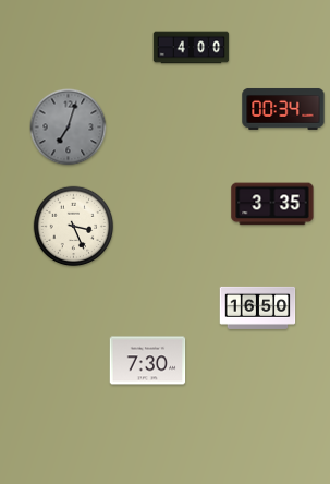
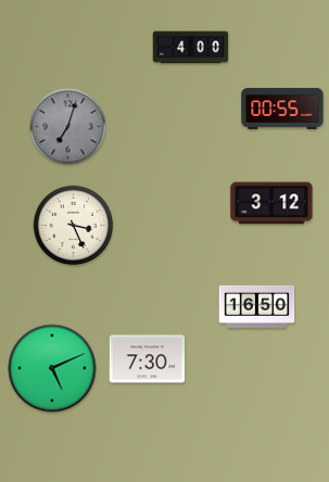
clock at (283, 109): 00:34 -> 00:55
clock at (272, 204): 3:35 -> 3:12
clock at (52, 368): none -> 5:11
